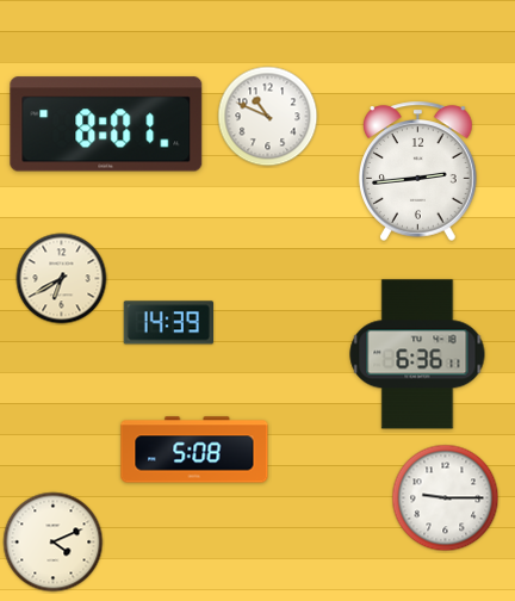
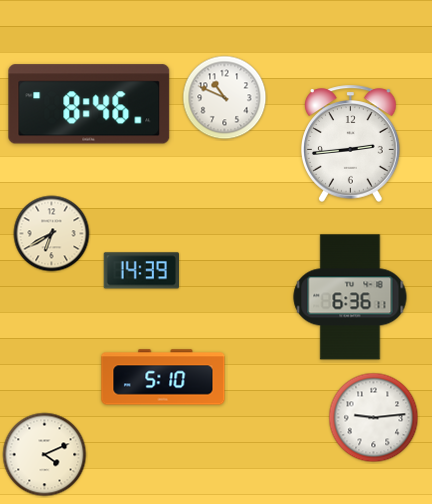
clock at (106, 124): 8:01 -> 8:46
clock at (194, 450): 5:08 -> 5:10
clock at (446, 498): 9:15 -> 9:14
